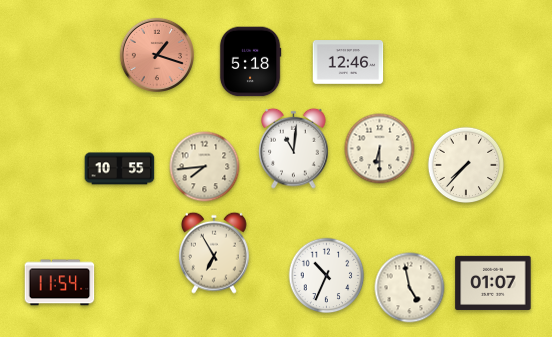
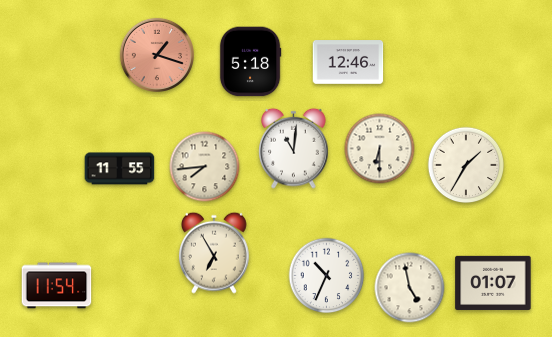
clock at (466, 165): 7:37 -> 1:35
clock at (120, 169): 10:55 -> 11:55
clock at (60, 283) position: (60, 283) -> (57, 286)
